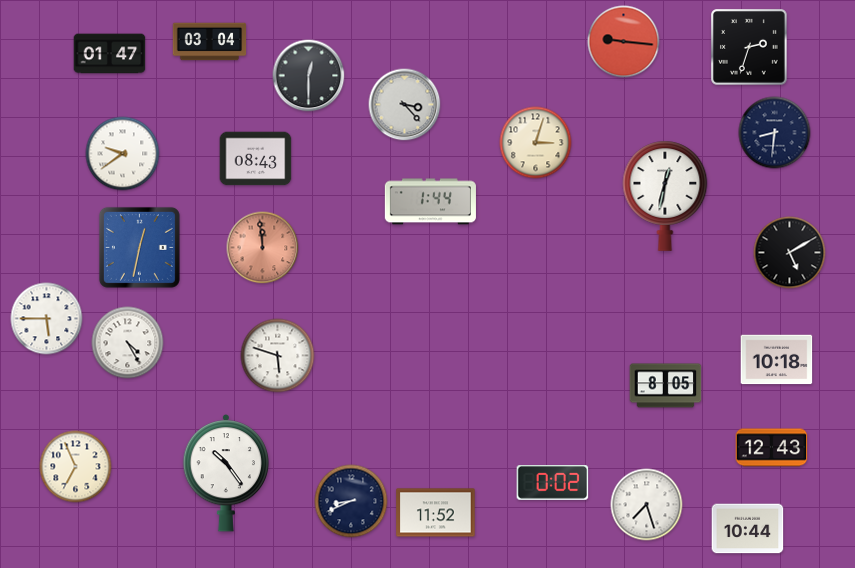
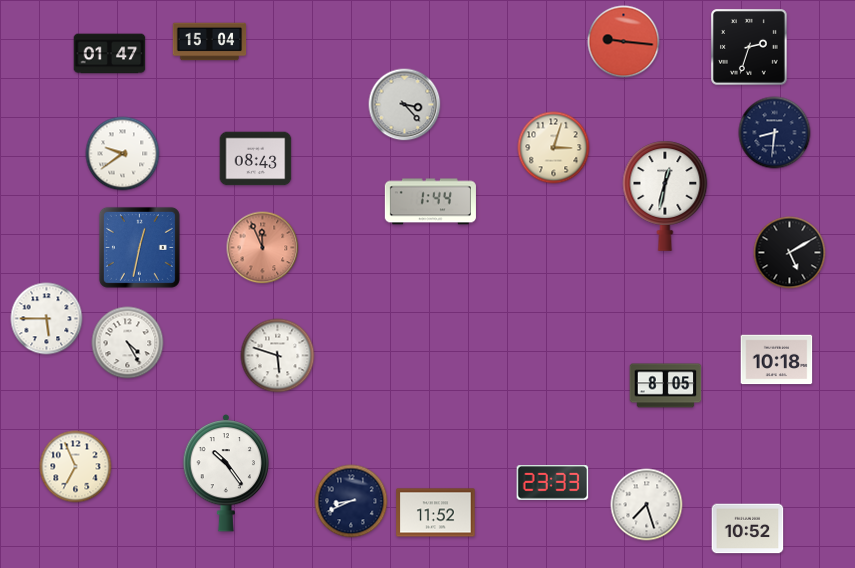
clock at (210, 42): 03:04 -> 15:04
clock at (309, 76): 12:30 -> none
clock at (536, 143) position: (536, 143) -> (554, 148)
clock at (263, 248): 11:59 -> 11:56
clock at (772, 448): 12:43 -> none
clock at (553, 483): 0:02 -> 23:33
clock at (748, 529): 10:44 -> 10:52
